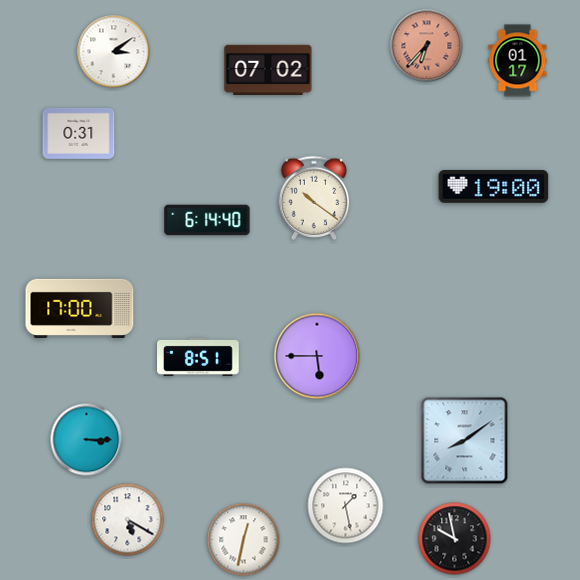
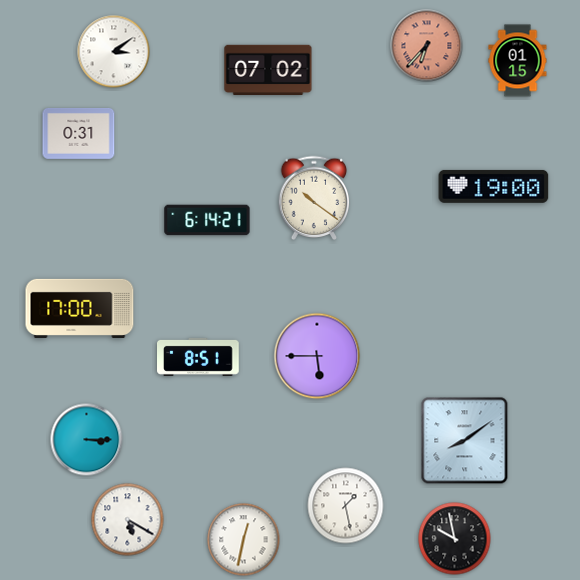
clock at (518, 61): 01:17 -> 01:15
clock at (207, 220): 6:14:40 -> 6:14:21
